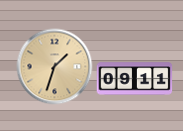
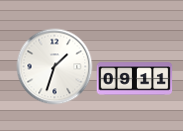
clock at (55, 67) dial: champagne -> white
